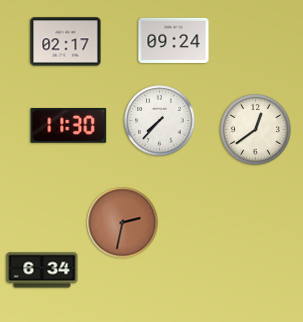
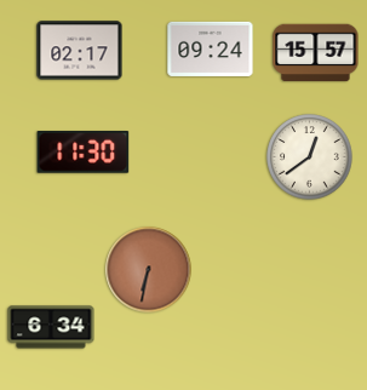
clock at (316, 53): none -> 15:57
clock at (160, 121): 7:37 -> none
clock at (123, 223): 2:32 -> 6:32
